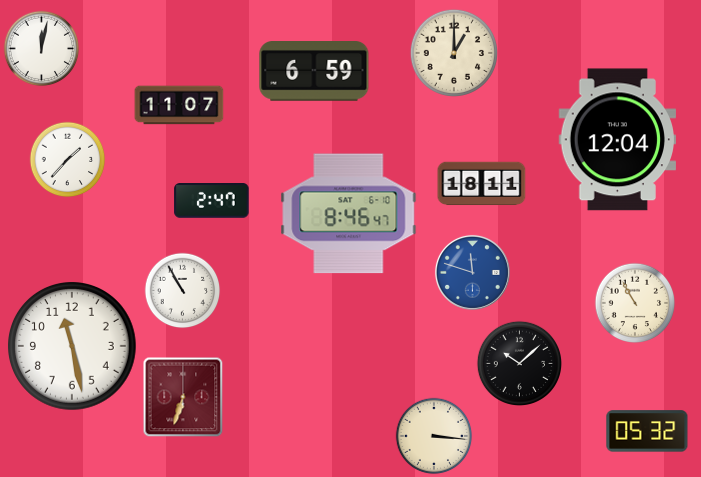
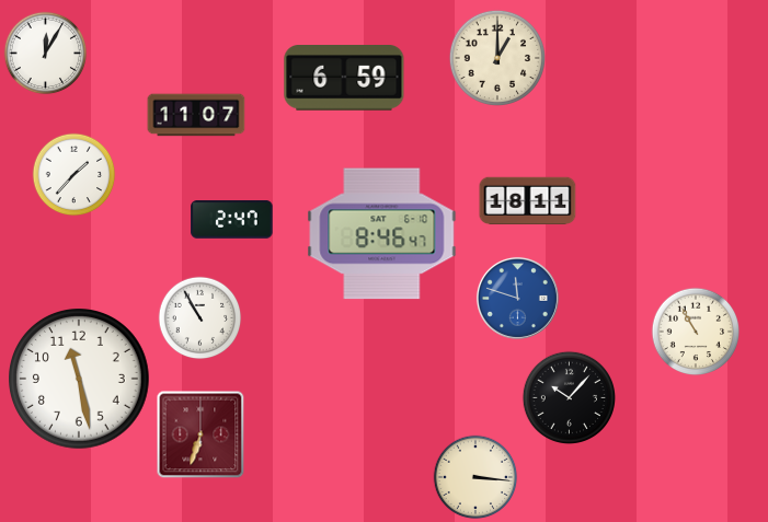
clock at (42, 49): 12:02 -> 12:05
clock at (617, 140): 12:04 -> none
clock at (519, 363): 10:08 -> 10:07
clock at (647, 431): 05:32 -> none
